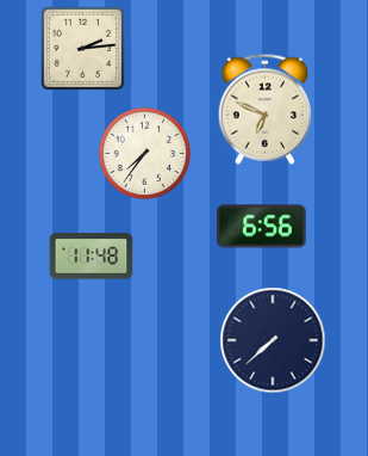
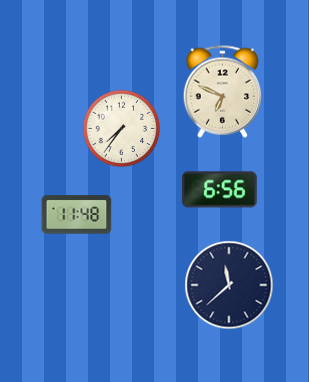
clock at (82, 48): 2:14 -> none
clock at (273, 340): 7:38 -> 11:38
